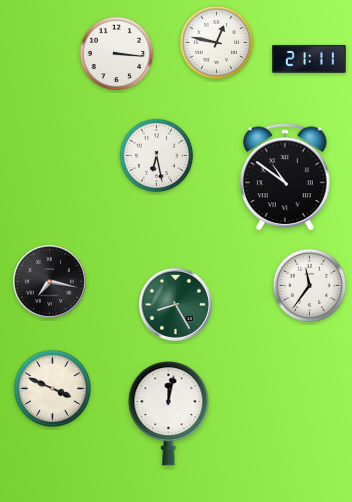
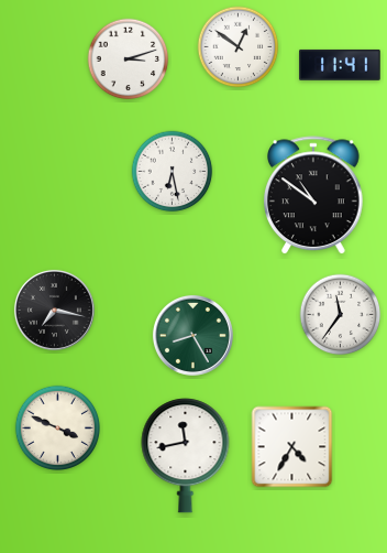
clock at (217, 43): 12:47 -> 12:51
clock at (117, 54): 3:16 -> 3:12
clock at (309, 59): 21:11 -> 11:41
clock at (292, 447): none -> 4:35
clock at (169, 414): 12:02 -> 11:43
